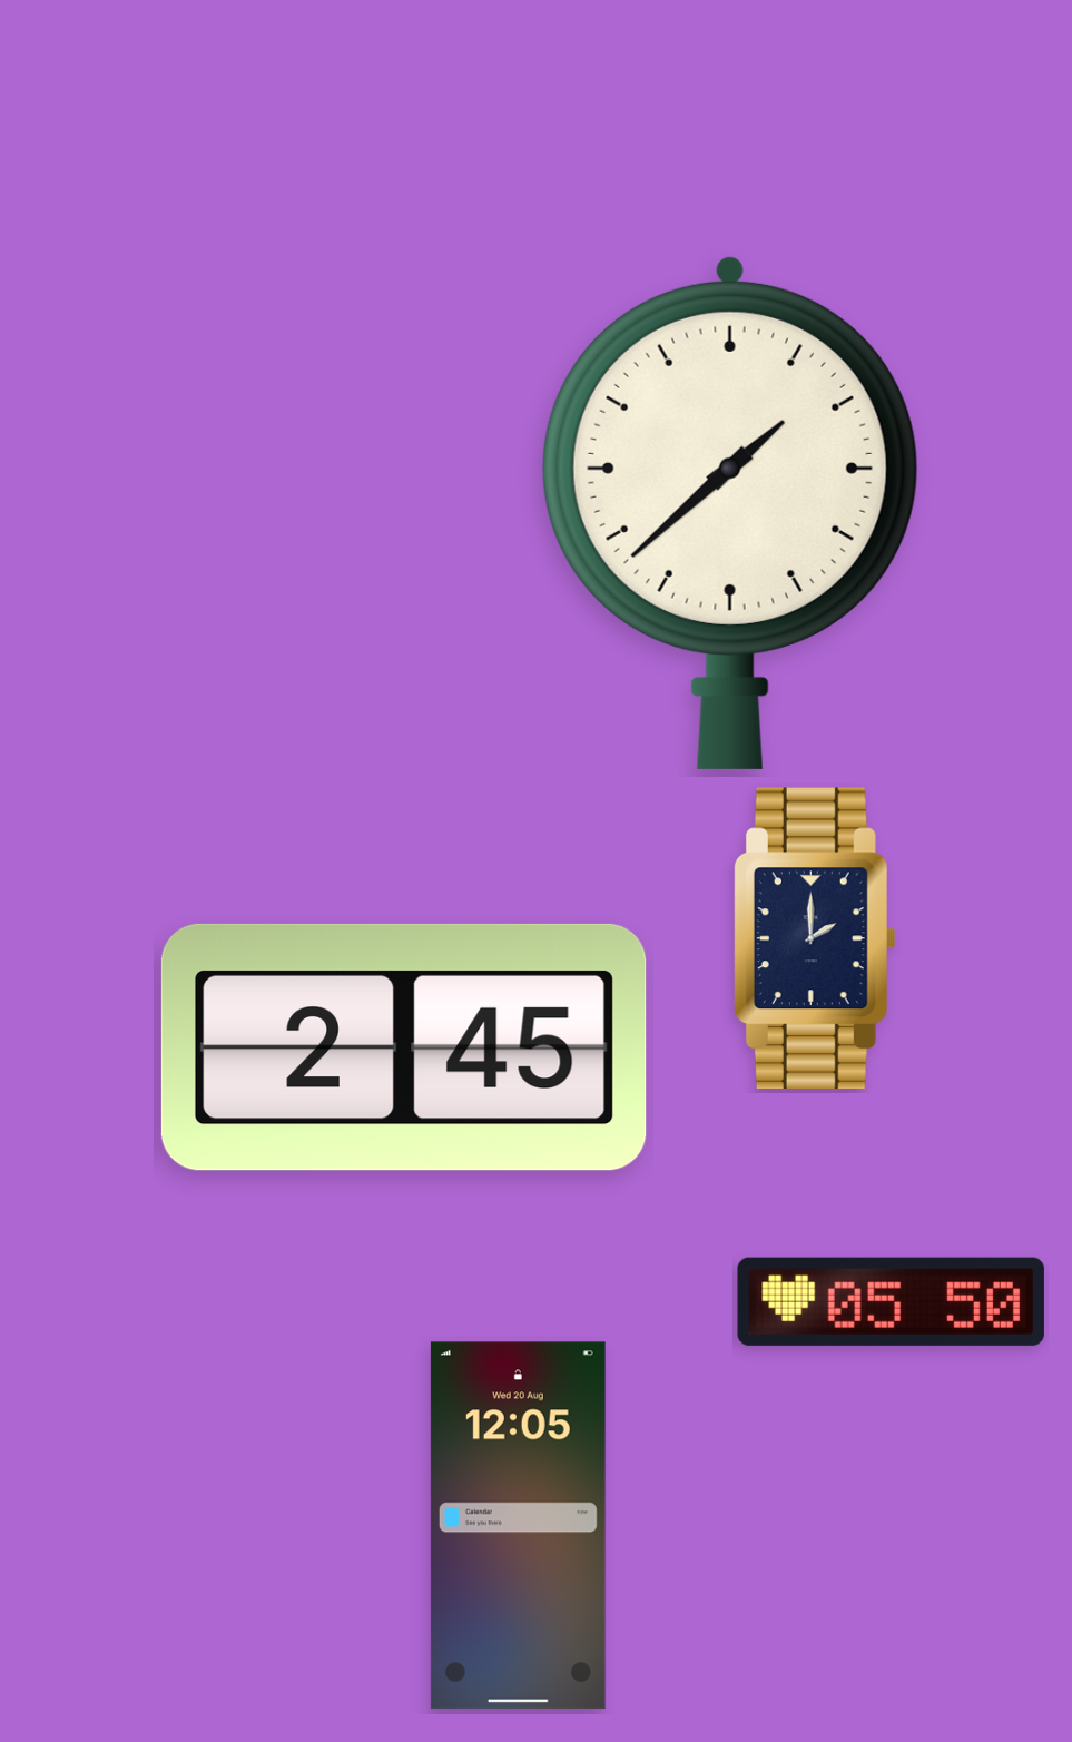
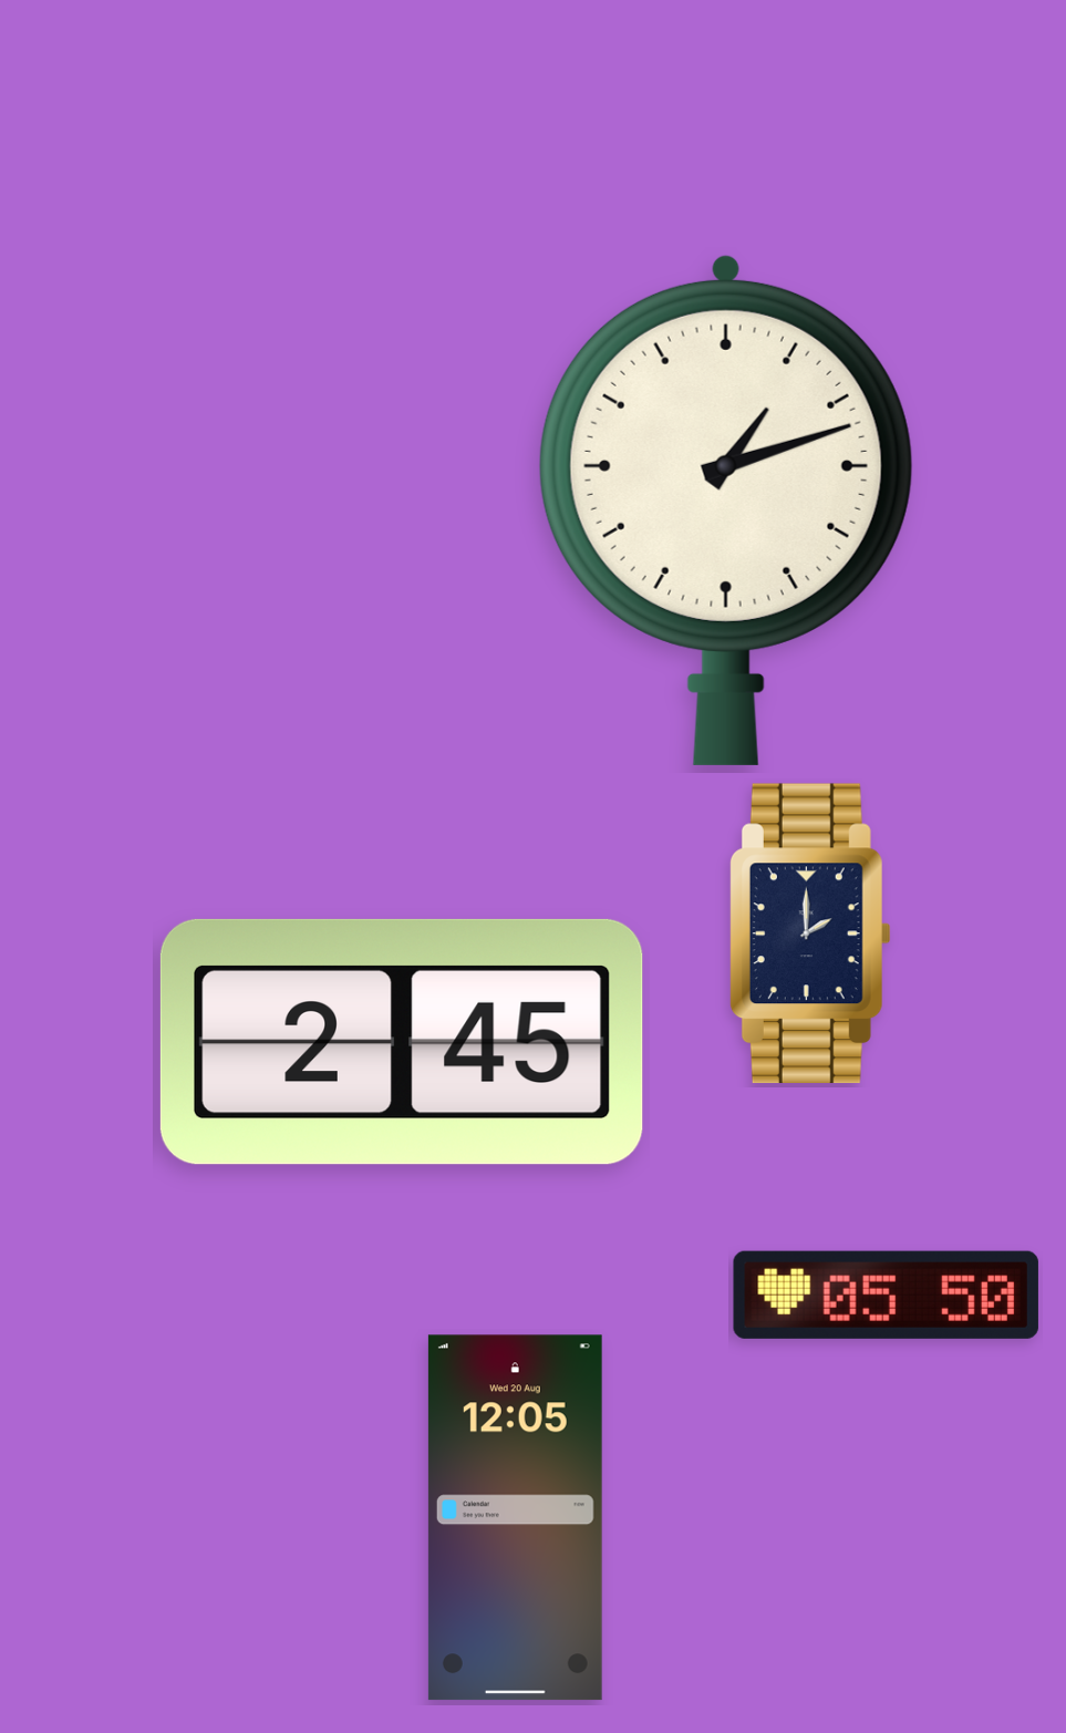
clock at (730, 512): 1:38 -> 1:12
